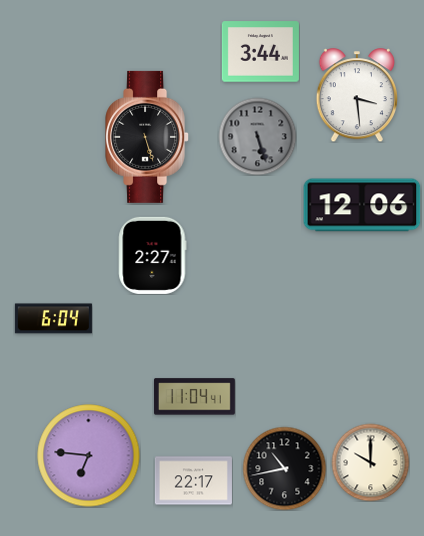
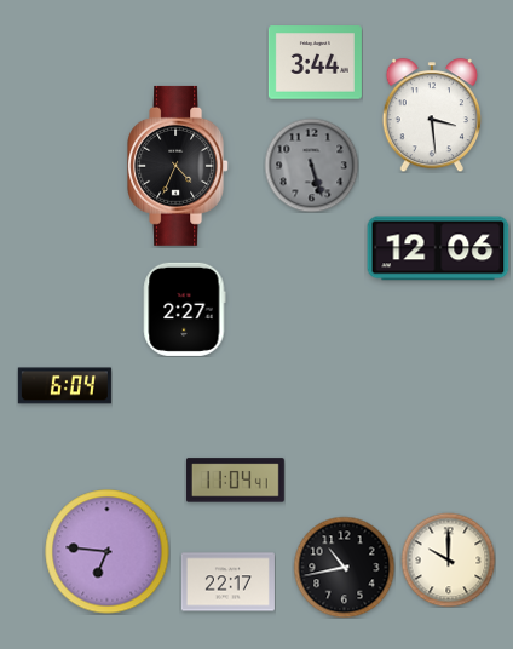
clock at (148, 137): 5:27 -> 4:34
clock at (193, 481) position: (193, 481) -> (227, 582)
